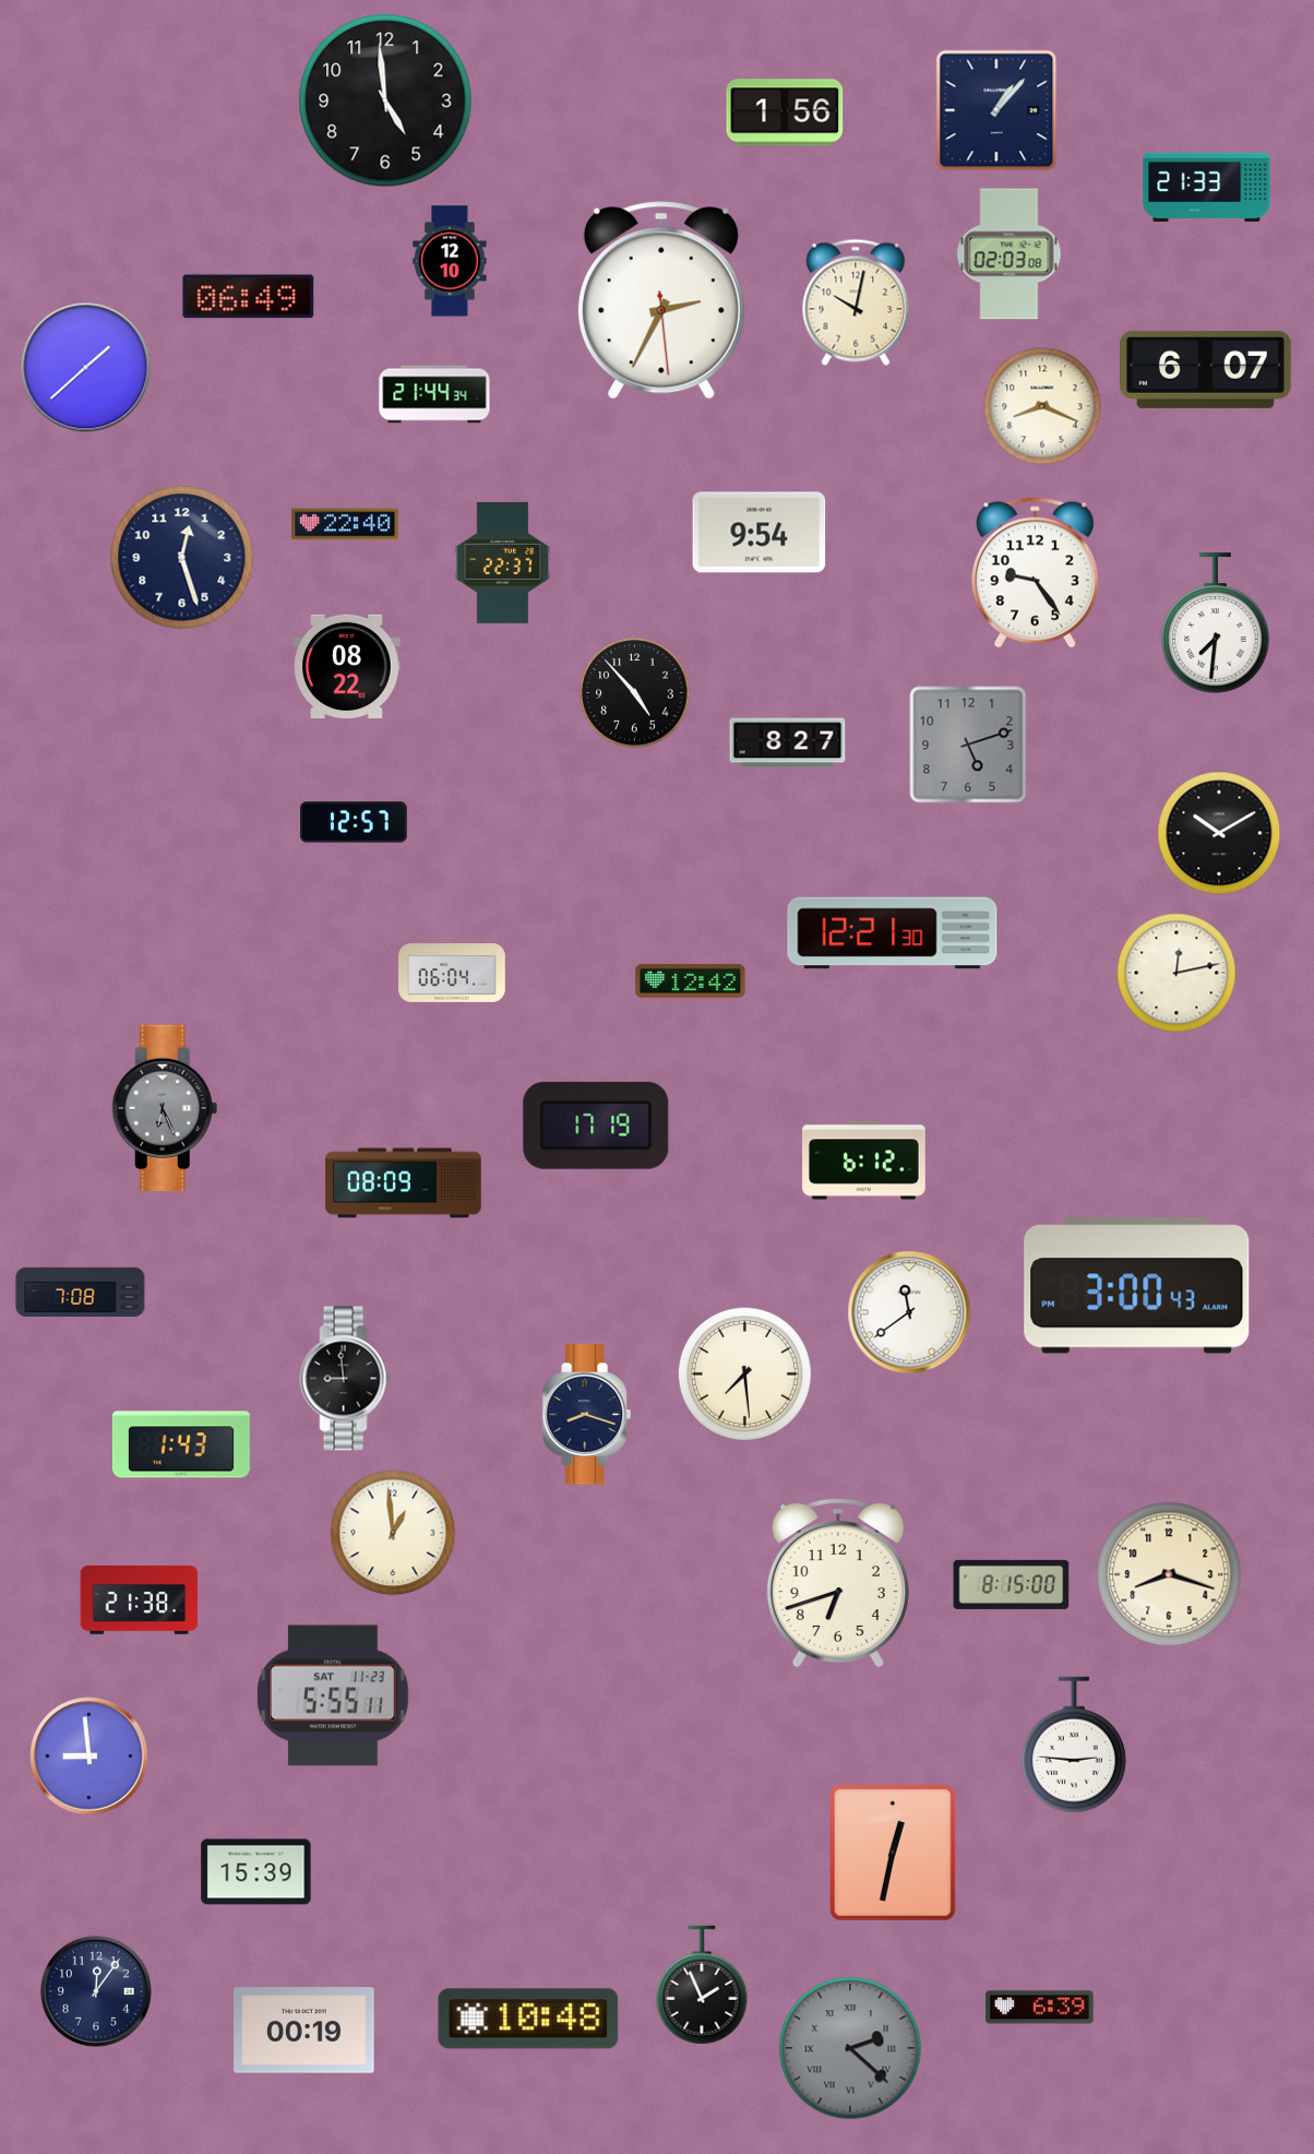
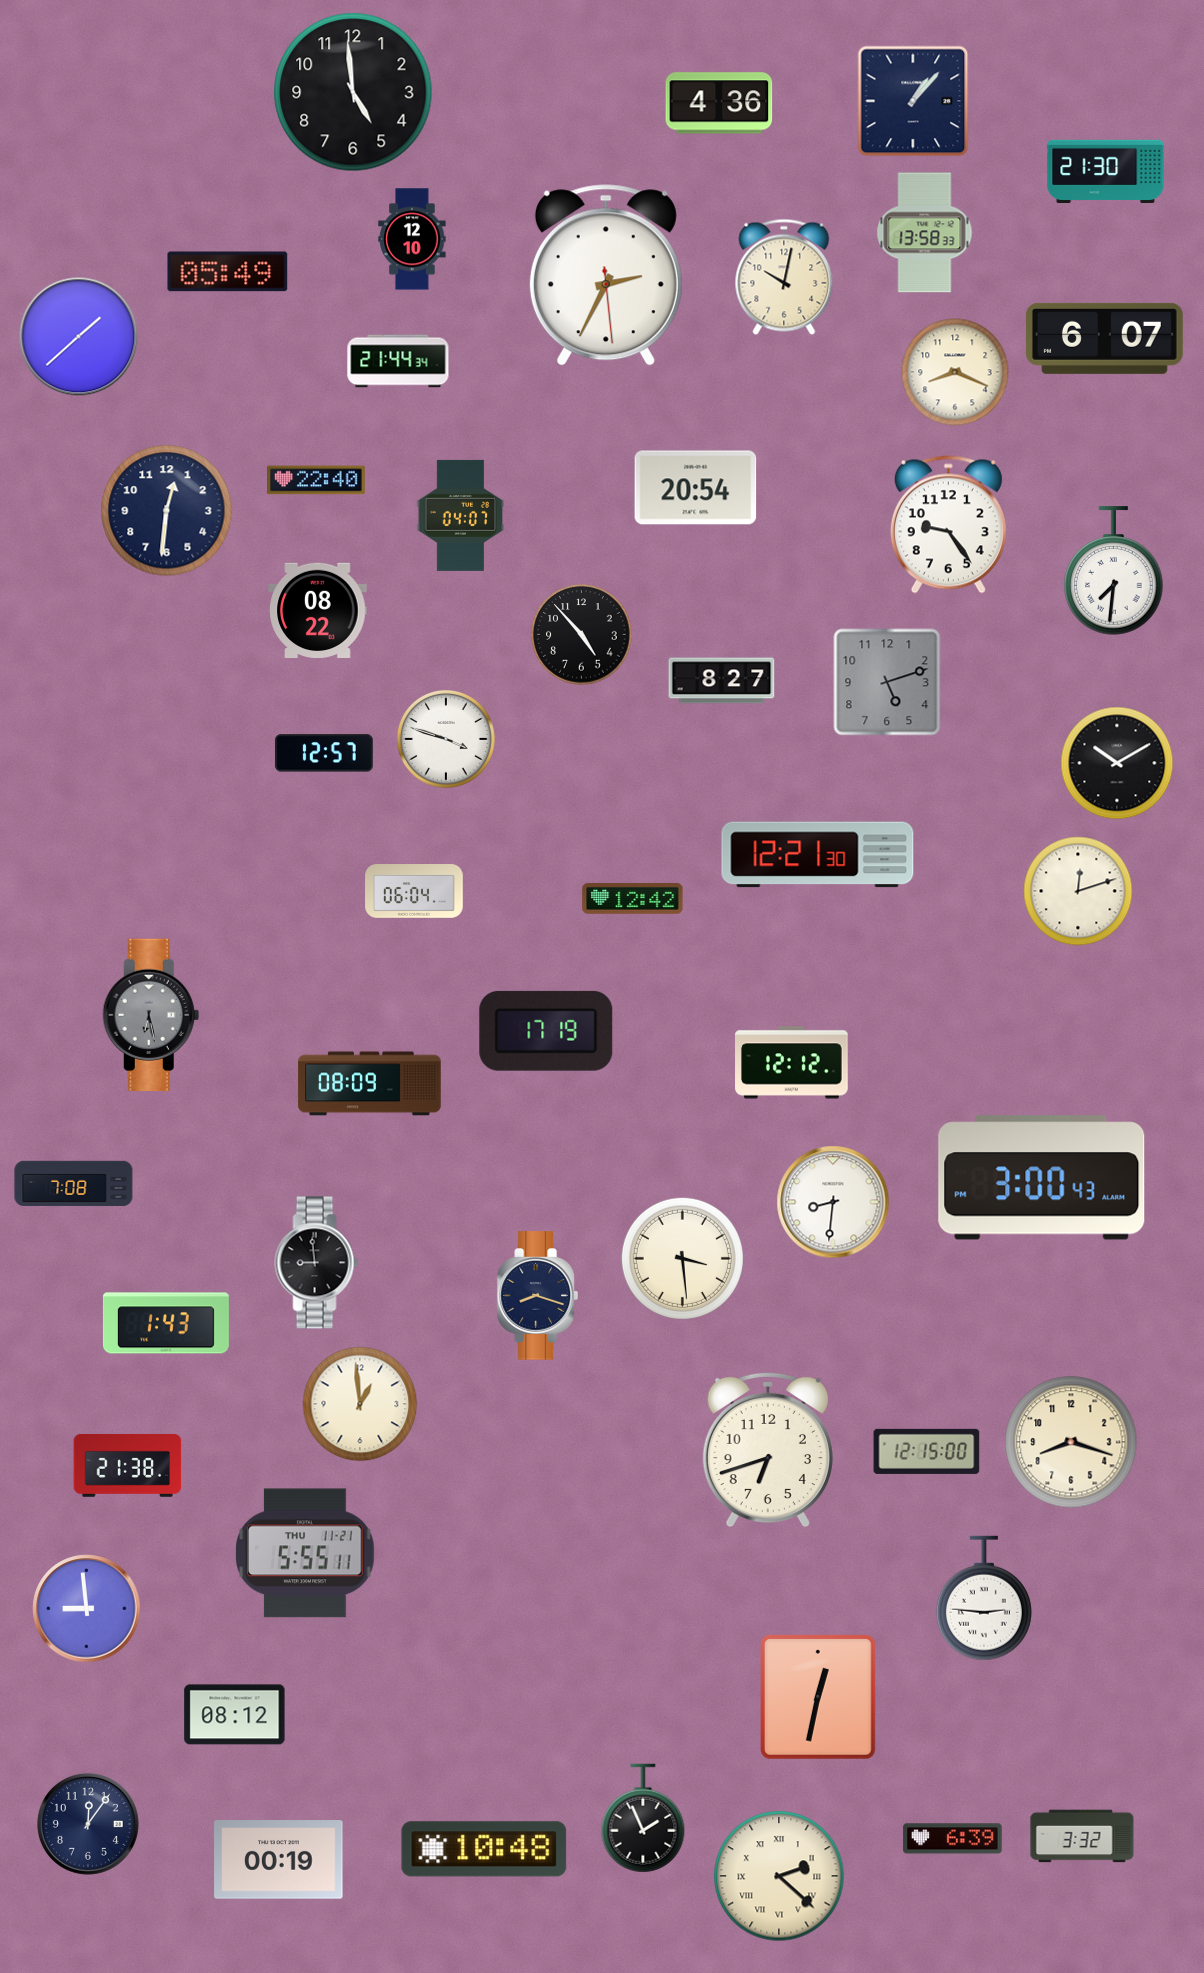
clock at (785, 112): 1:56 -> 4:36
clock at (1207, 187): 21:33 -> 21:30
clock at (1010, 254): 02:03 -> 13:58
clock at (249, 297): 06:49 -> 05:49
clock at (760, 533): 9:54 -> 20:54
clock at (182, 558): 12:27 -> 12:31
clock at (503, 562): 22:37 -> 04:07
clock at (446, 739): none -> 3:48
clock at (1176, 973): 12:13 -> 12:12
clock at (165, 1108): 6:26 -> 6:28
clock at (864, 1161): 6:12 -> 12:12
clock at (909, 1312): 11:39 -> 8:31
clock at (744, 1373): 7:29 -> 3:29
clock at (1012, 1584): 8:15 -> 12:15
clock at (334, 1695) date: SAT 11-23 -> THU 11-21
clock at (89, 1757) position: (89, 1757) -> (87, 1609)
clock at (256, 1872): 15:39 -> 08:12
clock at (1082, 1836): none -> 3:32
clock at (850, 2048) dial: grey -> cream
